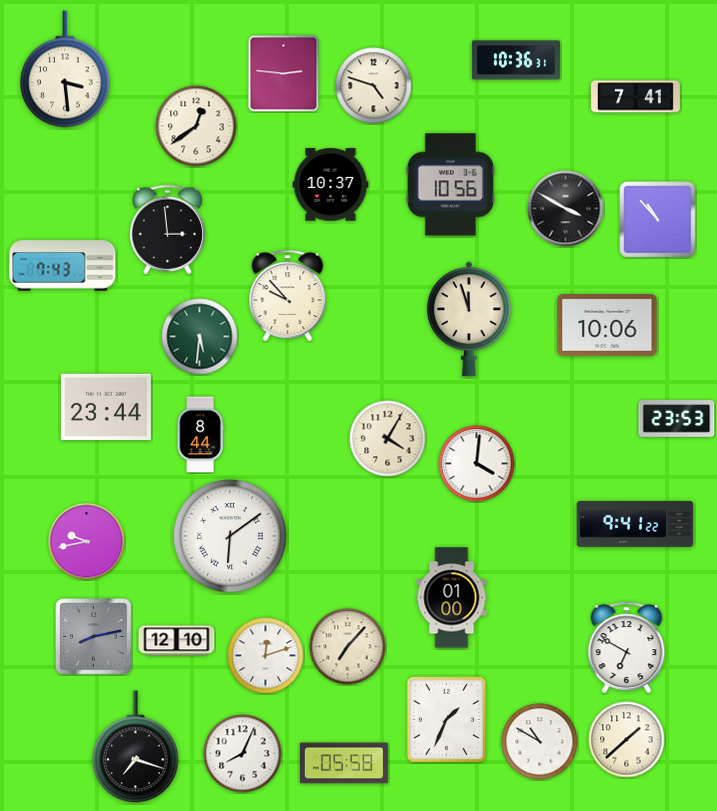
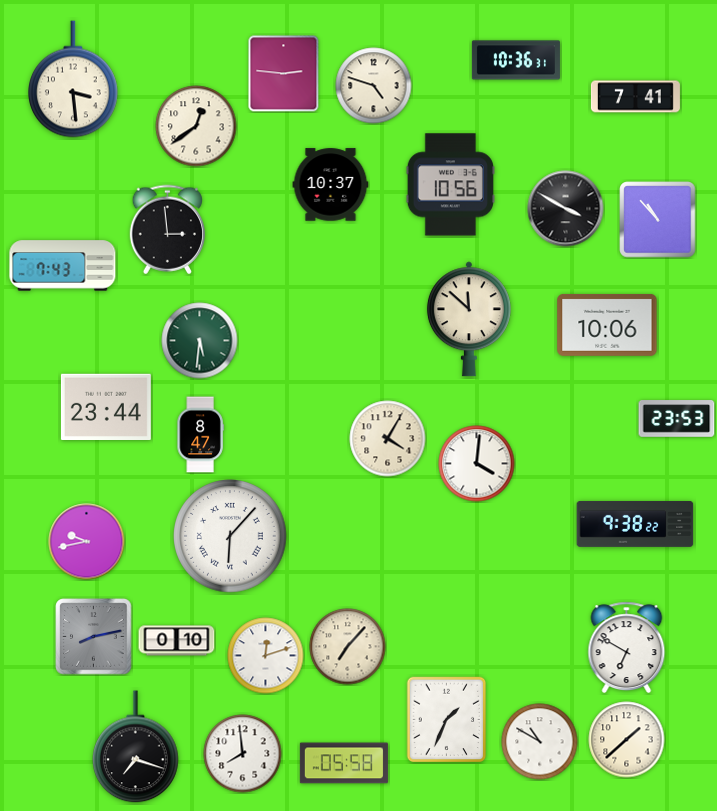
clock at (66, 69) position: (66, 69) -> (74, 79)
clock at (288, 296): 9:53 -> none
clock at (469, 319): 11:57 -> 11:52
clock at (200, 337) position: (200, 337) -> (200, 341)
clock at (200, 435): 8:44 -> 8:47
clock at (635, 524): 9:41 -> 9:38
clock at (230, 536): 6:09 -> 6:07
clock at (452, 598): 01:00 -> none
clock at (177, 641): 12:10 -> 0:10
clock at (243, 754): 8:04 -> 7:59
